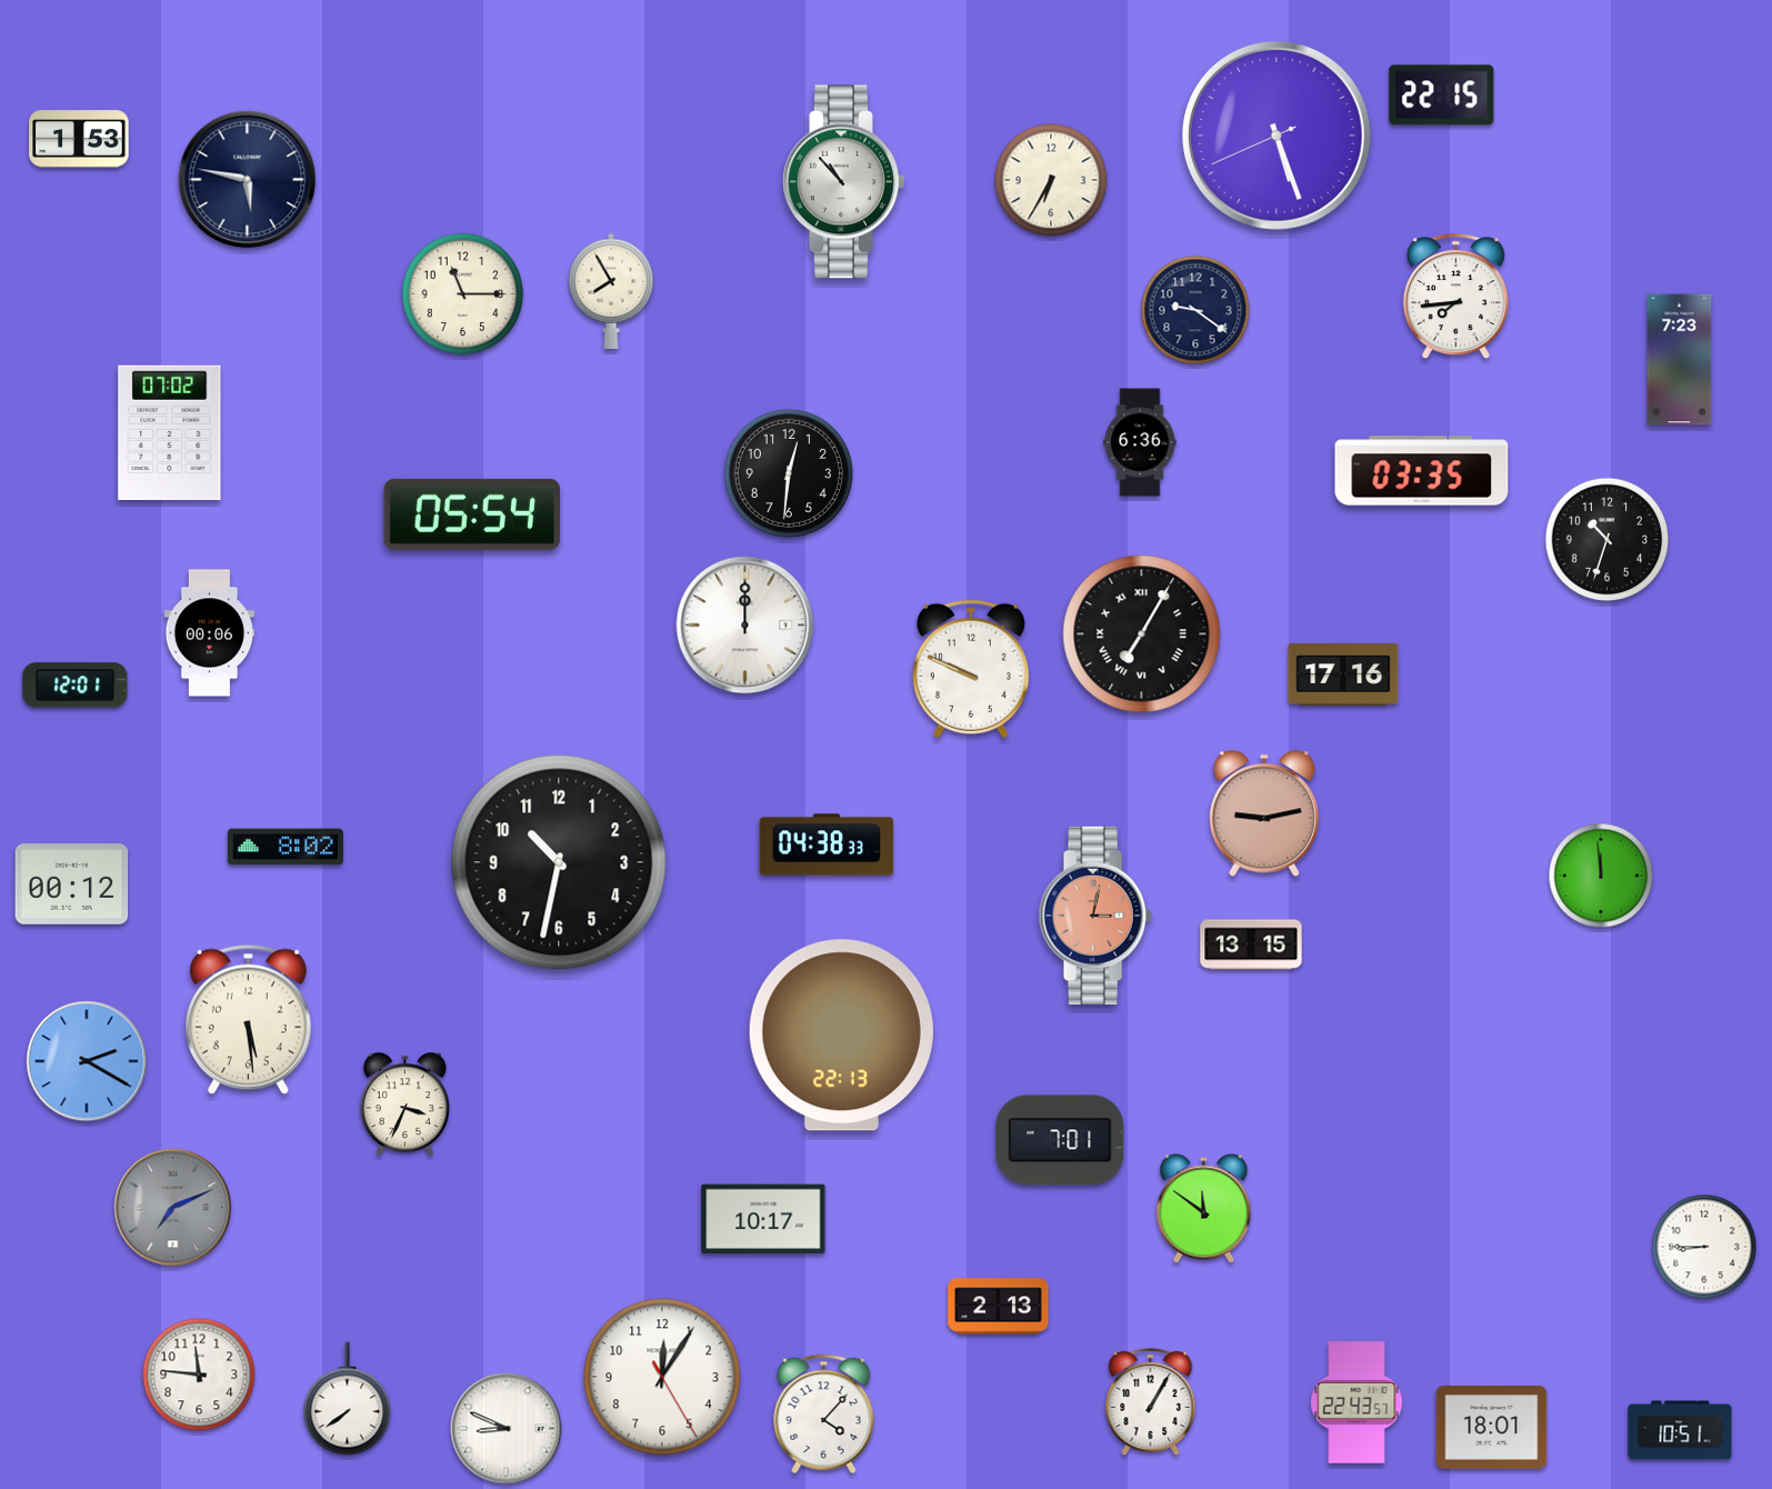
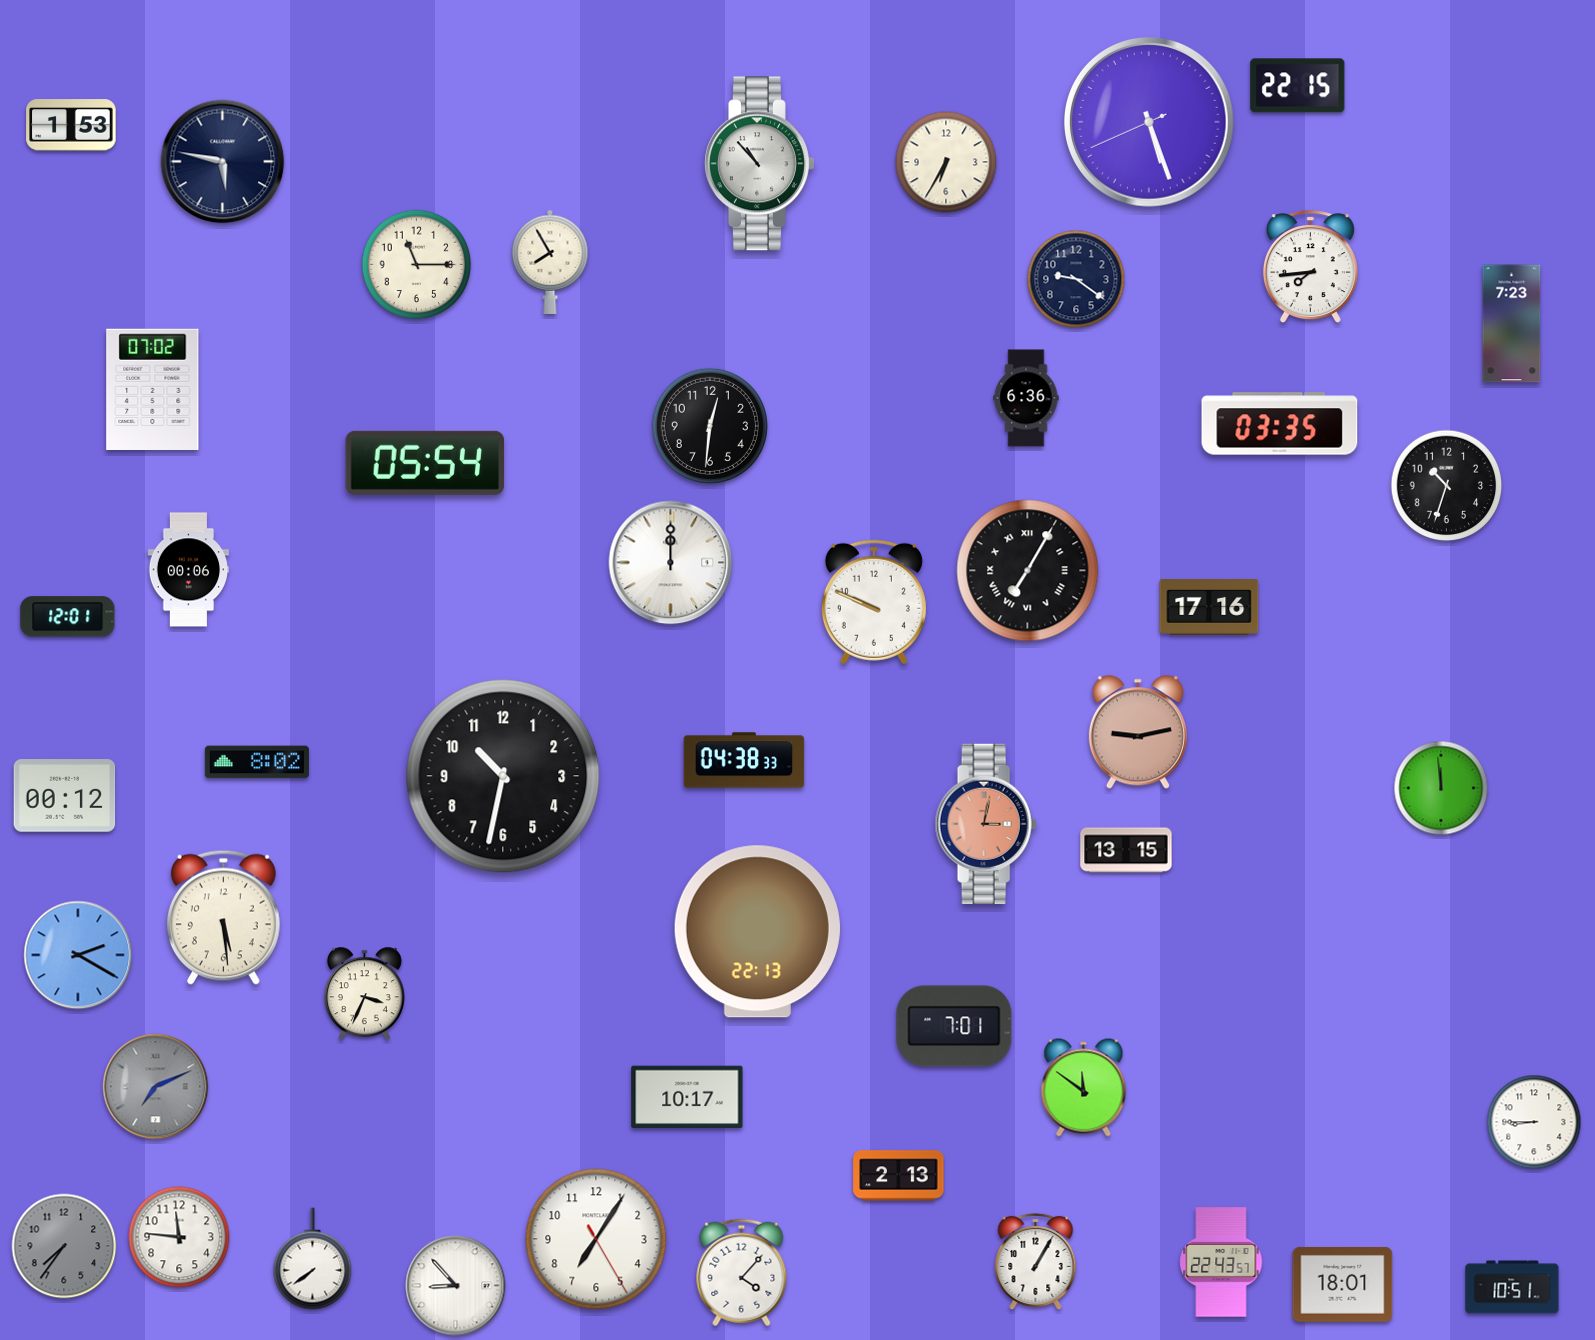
clock at (662, 1377): 12:05 -> 7:05
clock at (64, 1246): none -> 7:36
clock at (507, 1429): 8:49 -> 8:53
